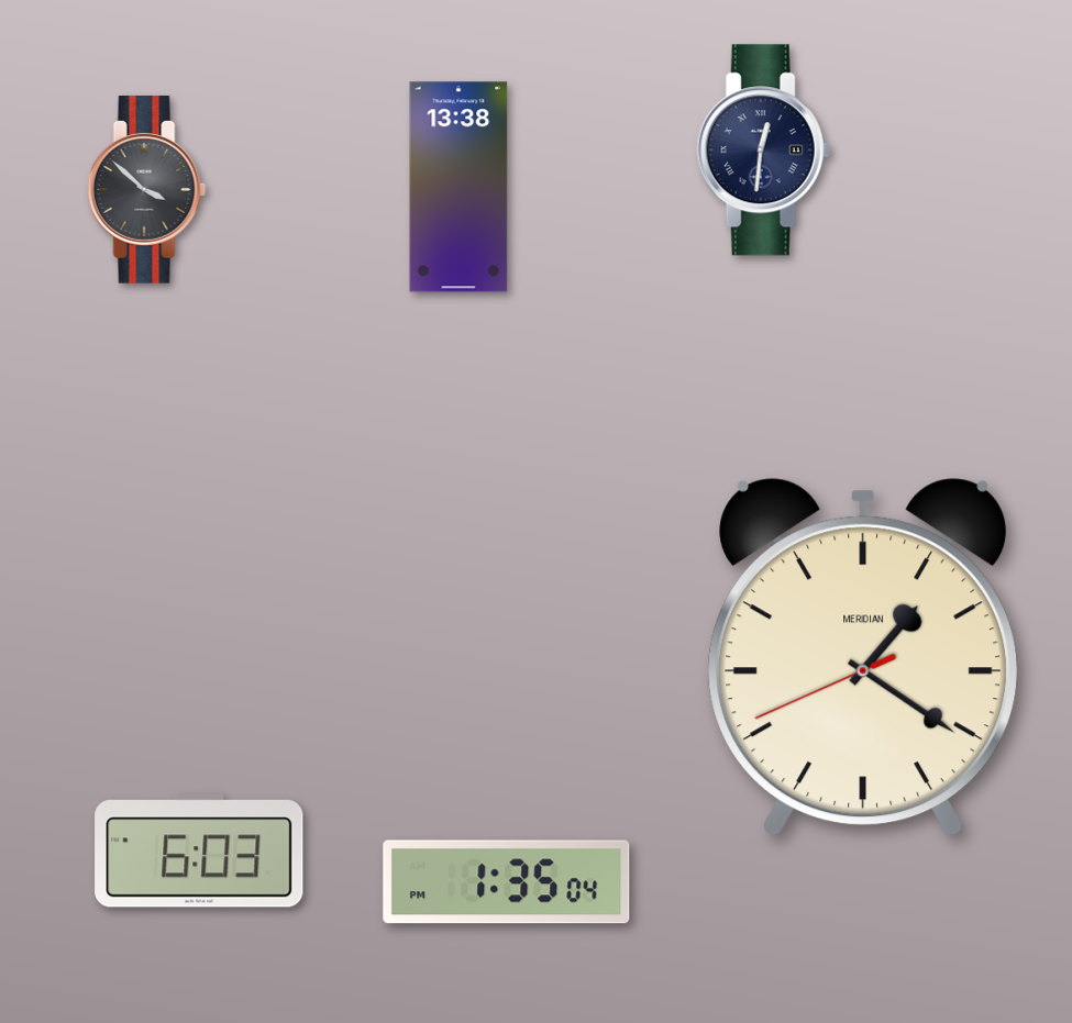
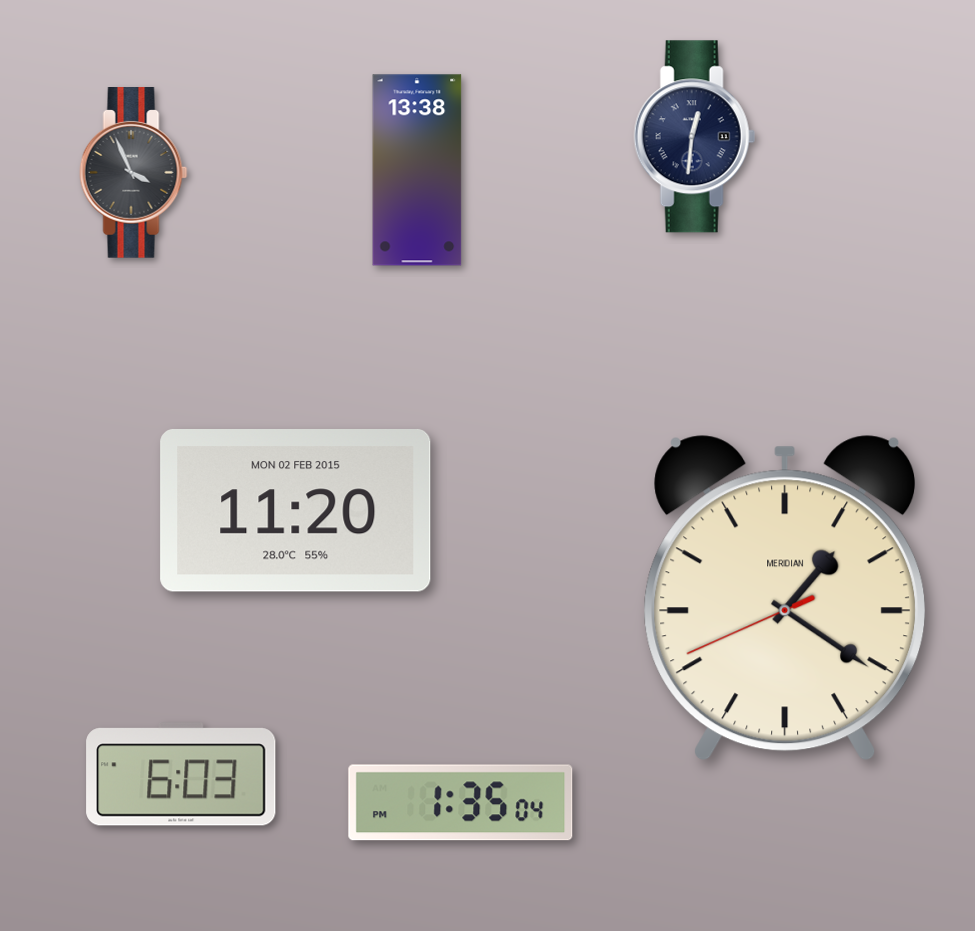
clock at (147, 190): 3:52 -> 3:56
clock at (296, 510): none -> 11:20
